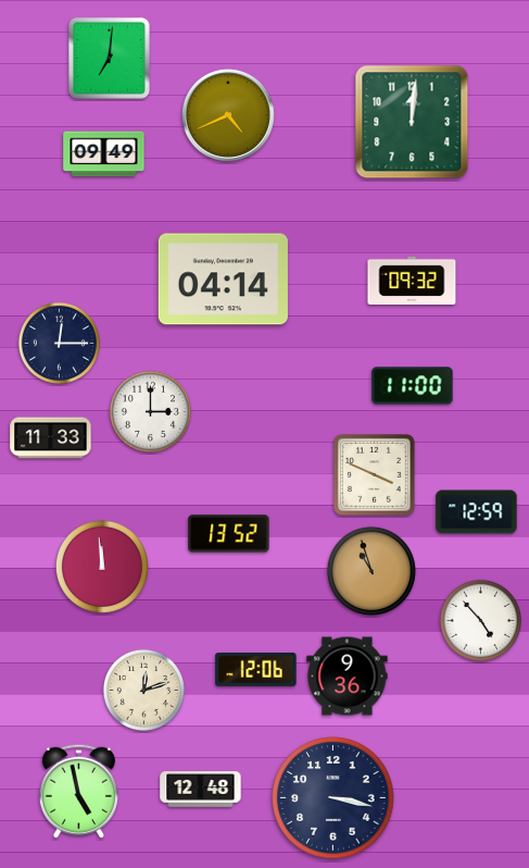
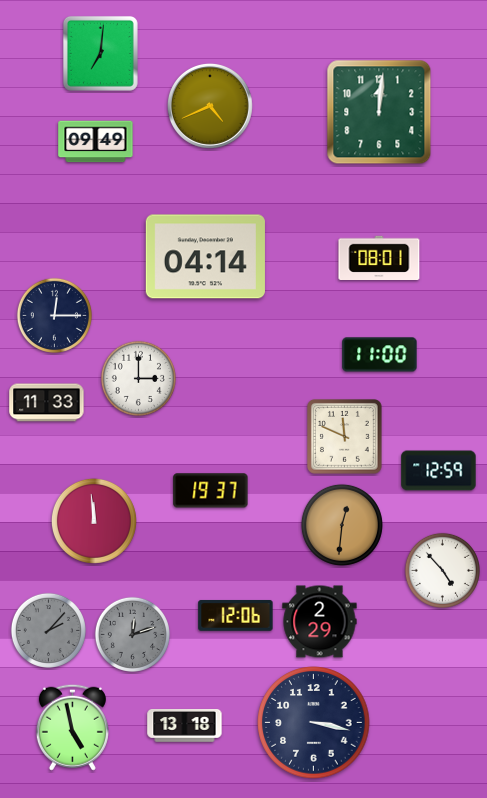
clock at (412, 281): 09:32 -> 08:01
clock at (375, 475): 3:49 -> 11:49
clock at (229, 534): 13:52 -> 19:37
clock at (371, 571): 10:57 -> 12:31
clock at (348, 677): 9:36 -> 2:29
clock at (48, 630): none -> 2:07
clock at (143, 690) dial: cream -> grey
clock at (201, 790): 12:48 -> 13:18
clock at (333, 798) position: (333, 798) -> (314, 723)
